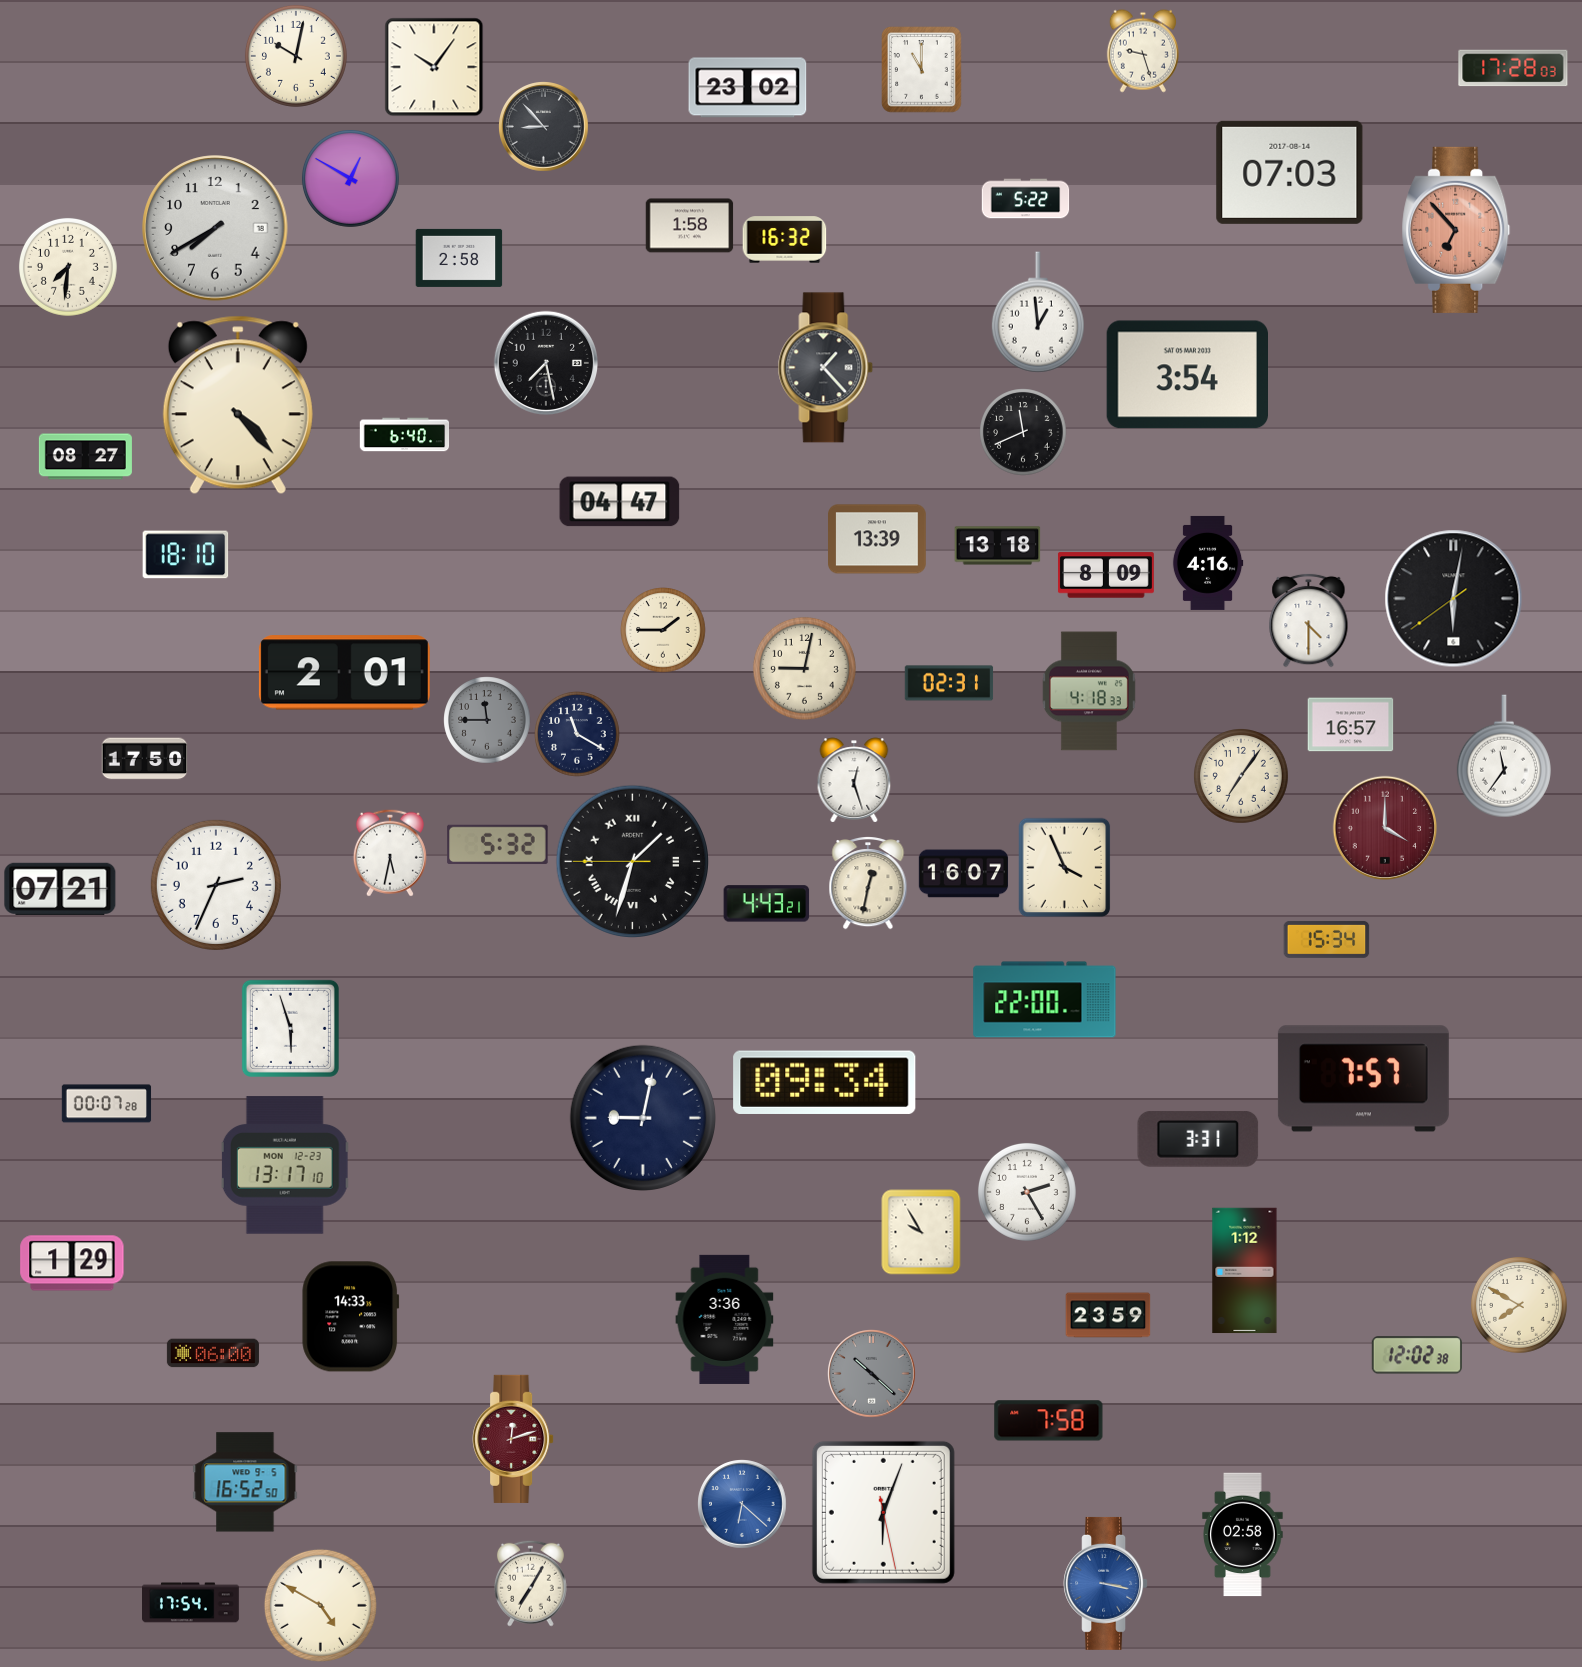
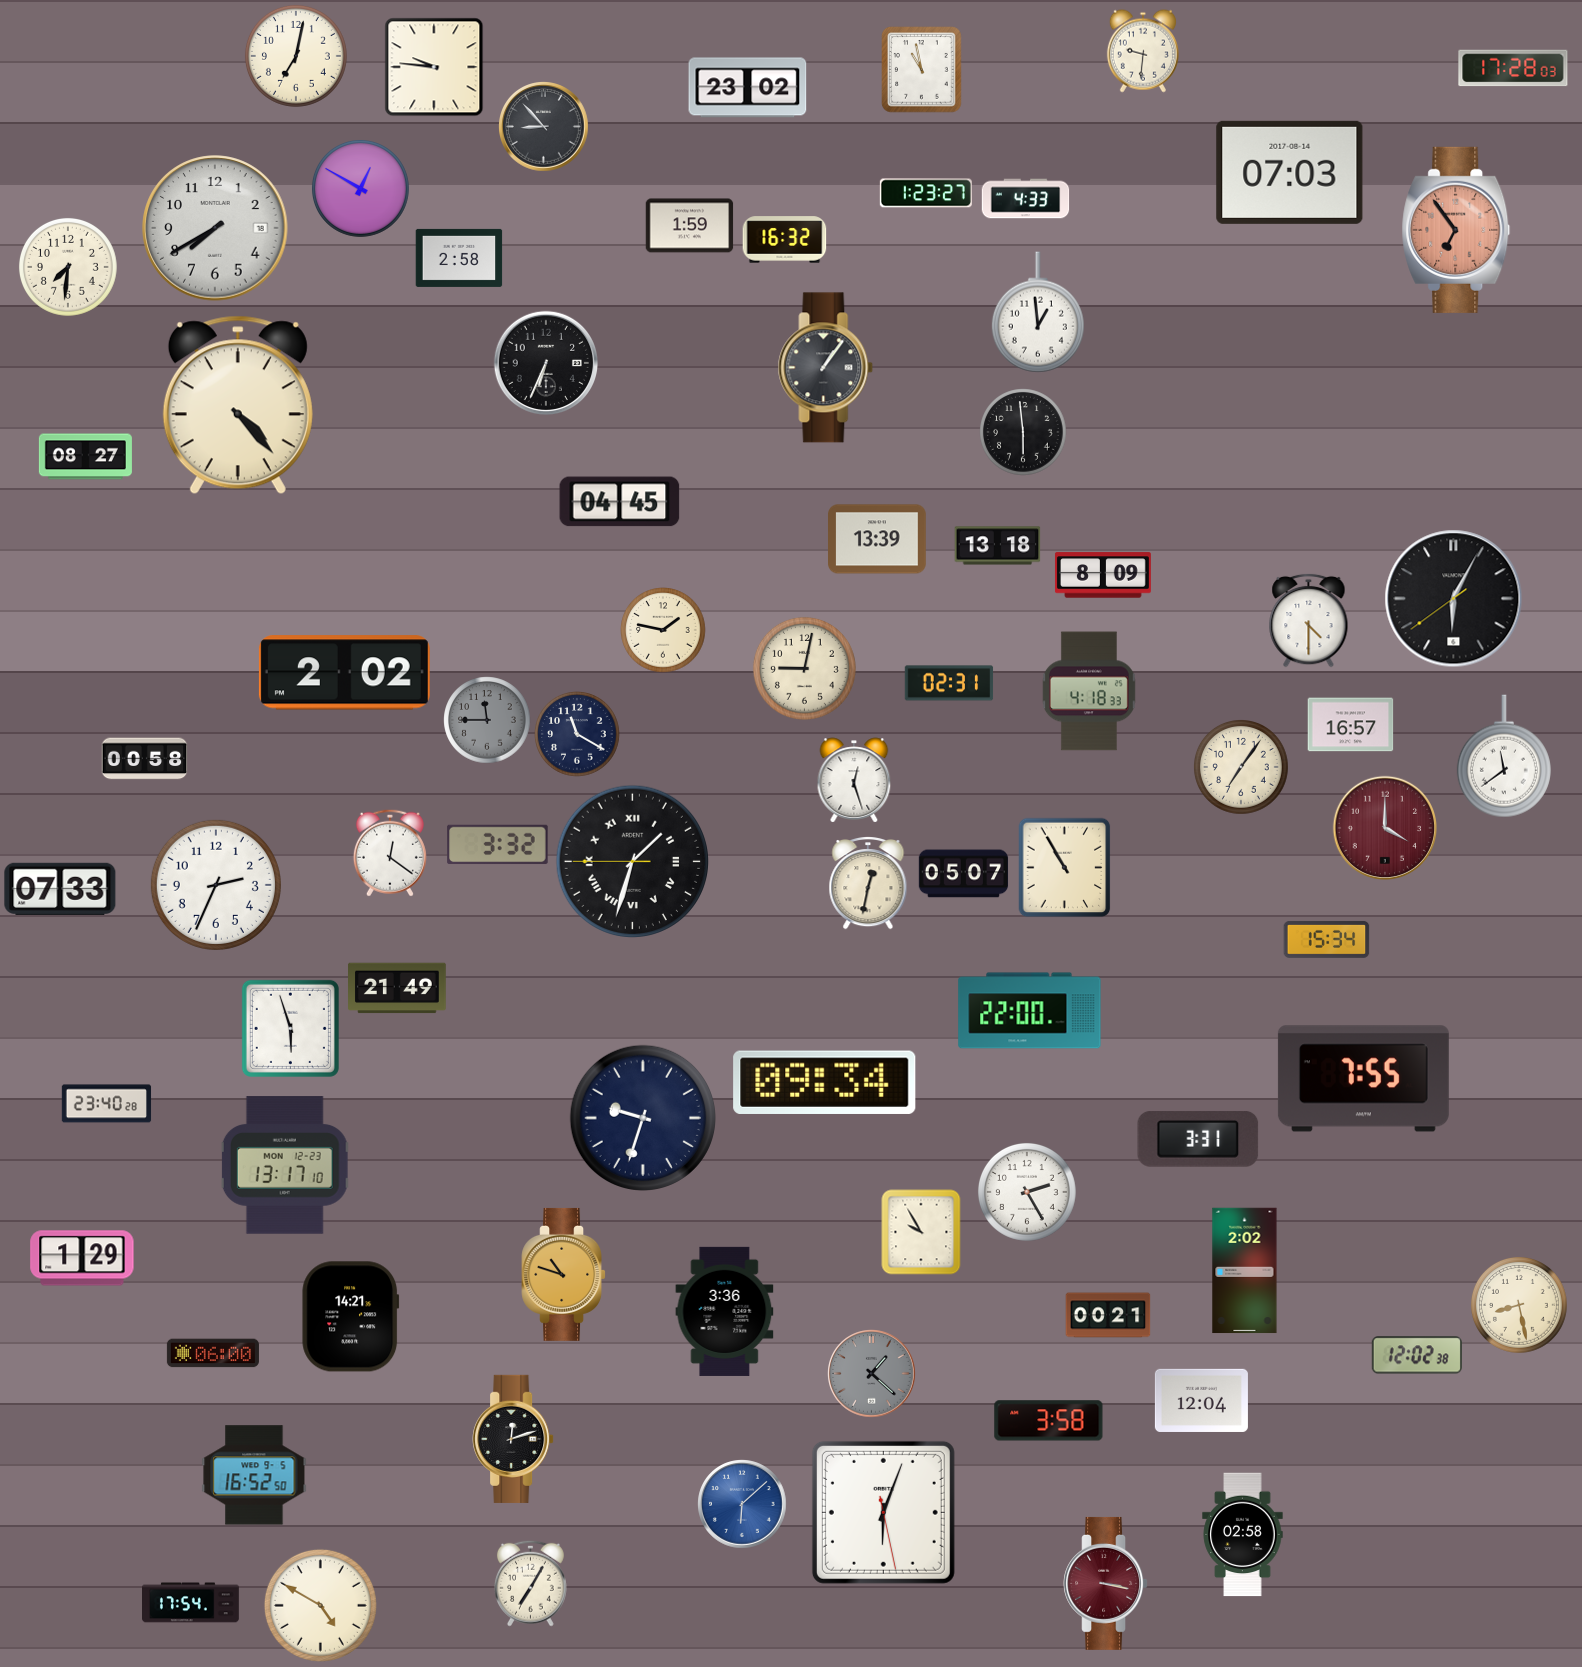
clock at (1143, 51): 9:27 -> 9:31
clock at (296, 56): 10:02 -> 7:02
clock at (434, 67): 10:06 -> 9:46
clock at (922, 70): 11:00 -> 10:58
clock at (350, 178) position: (350, 178) -> (360, 188)
clock at (926, 193): none -> 1:23
clock at (1026, 199): 5:22 -> 4:33
clock at (690, 226): 1:58 -> 1:59
clock at (1456, 230): 6:53 -> 6:54
clock at (545, 362): 7:28 -> 6:34
clock at (826, 368): 1:23 -> 1:06
clock at (1187, 375): 3:54 -> none
clock at (1023, 432): 11:41 -> 5:59
clock at (405, 435): 6:40 -> none
clock at (620, 502): 04:47 -> 04:45
clock at (186, 555): 18:10 -> none
clock at (1208, 563): 4:16 -> none
clock at (1106, 575) position: (1106, 575) -> (1103, 575)
clock at (1454, 599): 6:01 -> 6:04
clock at (663, 630): 1:45 -> 1:47
clock at (344, 673): 2:01 -> 2:02
clock at (1504, 756): 11:36 -> 11:39
clock at (145, 759): 17:50 -> 00:58
clock at (1242, 777) position: (1242, 777) -> (1242, 768)
clock at (498, 845): 5:32 -> 3:32
clock at (390, 853): 5:32 -> 12:21
clock at (1065, 868): 3:56 -> 10:55
clock at (964, 874): 16:07 -> 05:07
clock at (60, 889): 07:21 -> 07:33
clock at (767, 904): 4:43 -> none
clock at (398, 988): none -> 21:49
clock at (1045, 1000) position: (1045, 1000) -> (1030, 1011)
clock at (1363, 1079): 7:57 -> 7:55
clock at (107, 1104): 00:07 -> 23:40
clock at (643, 1118): 9:02 -> 9:33
clock at (72, 1263) position: (72, 1263) -> (82, 1258)
clock at (1245, 1271): 1:12 -> 2:02
clock at (563, 1274): none -> 10:48
clock at (1519, 1305): 7:50 -> 8:28
clock at (1108, 1315): 23:59 -> 00:21
clock at (351, 1317): 14:33 -> 14:21
clock at (725, 1319) position: (725, 1319) -> (725, 1311)
clock at (872, 1374): 10:22 -> 1:22
clock at (1201, 1400): none -> 12:04
clock at (1049, 1421): 7:58 -> 3:58
clock at (513, 1439) dial: burgundy -> black
clock at (245, 1482) position: (245, 1482) -> (254, 1475)
clock at (742, 1504): 6:22 -> 6:08
clock at (1105, 1583) dial: blue -> burgundy
